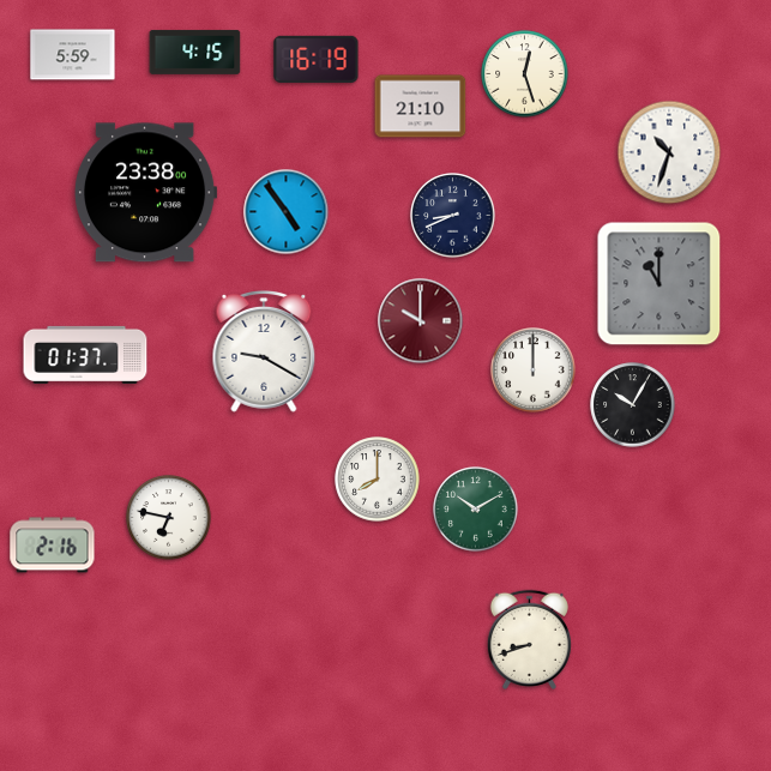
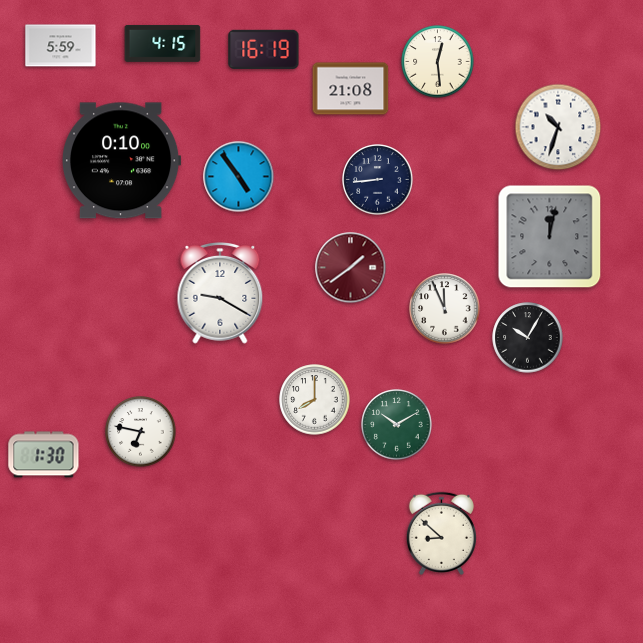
clock at (525, 74): 12:27 -> 12:29
clock at (421, 107): 21:10 -> 21:08
clock at (145, 193): 23:38 -> 0:10
clock at (453, 216): 8:41 -> 8:44
clock at (659, 284): 11:00 -> 12:02
clock at (421, 321): 10:00 -> 1:39
clock at (85, 355): 01:37 -> none
clock at (534, 371): 12:00 -> 11:56
clock at (53, 546): 2:16 -> 1:30
clock at (529, 639): 8:42 -> 8:52
